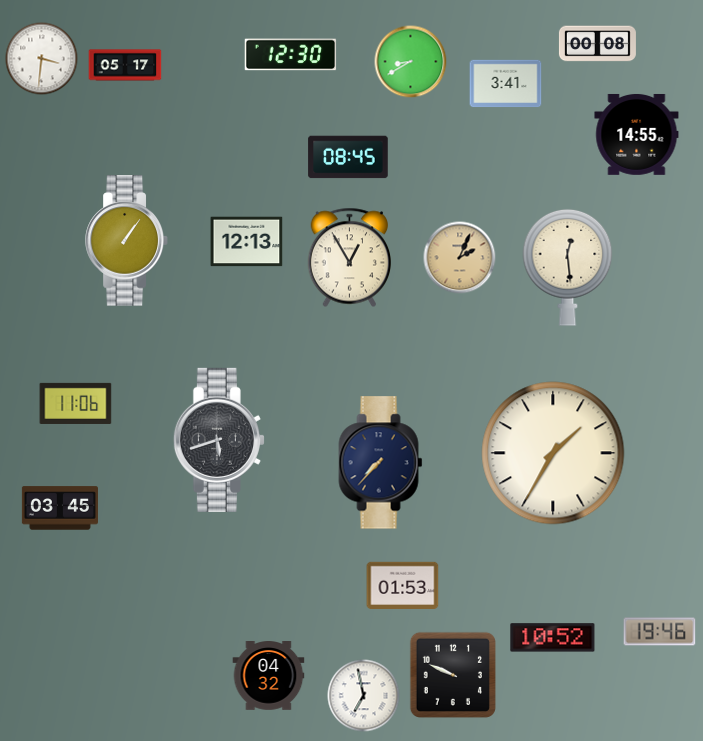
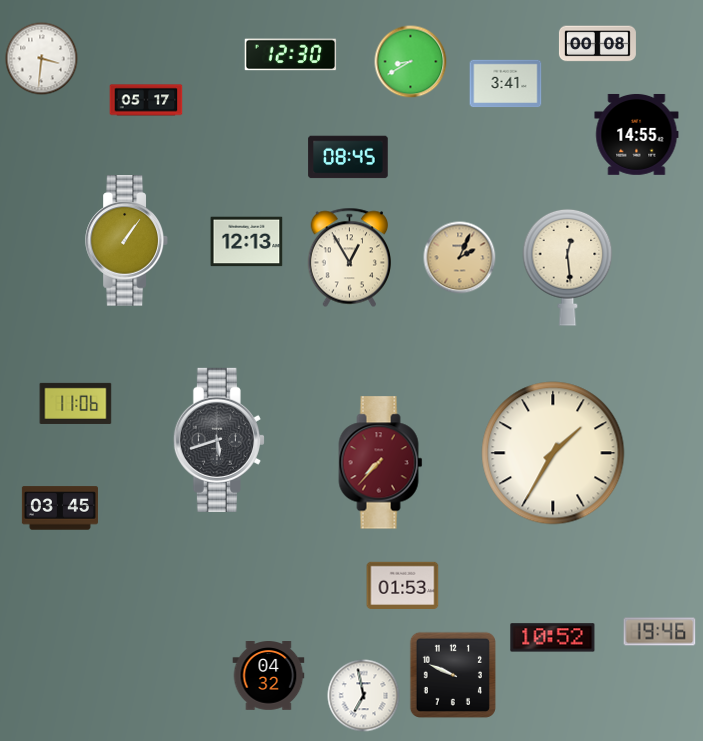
clock at (125, 65) position: (125, 65) -> (146, 100)
clock at (381, 463) dial: navy -> burgundy
